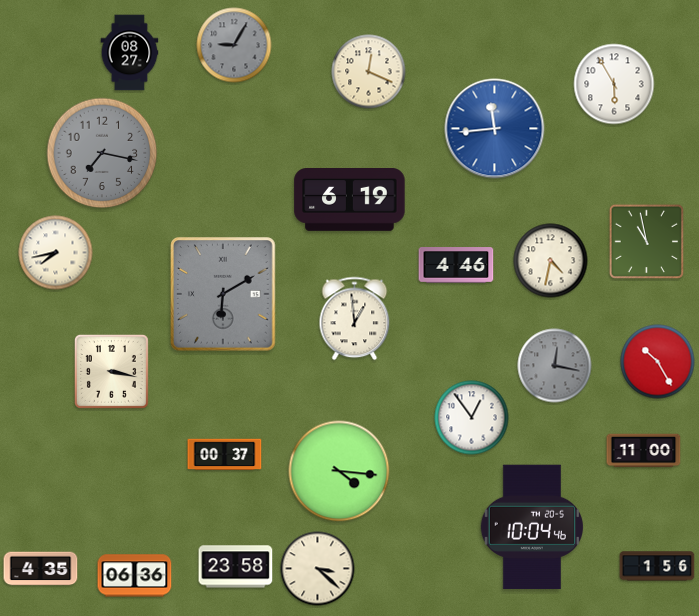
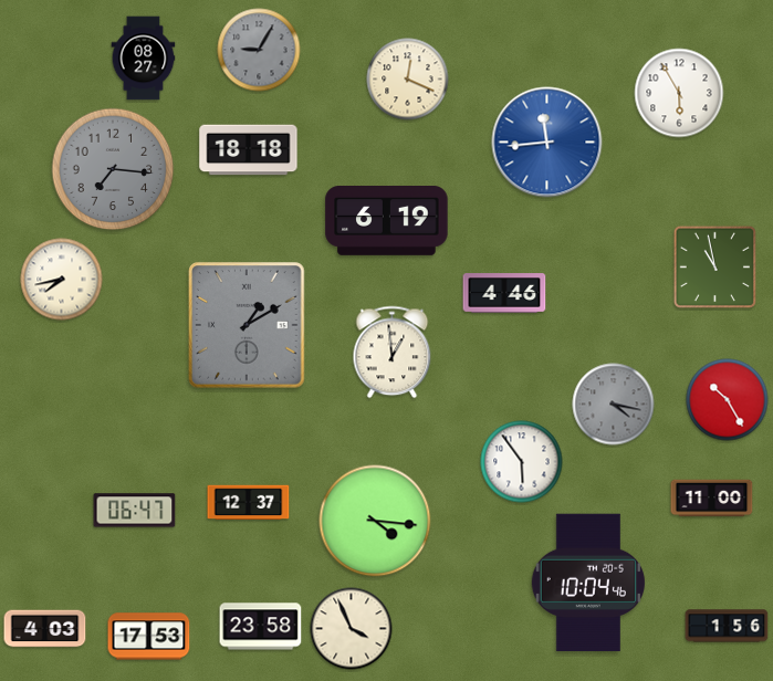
clock at (249, 150): none -> 18:18
clock at (102, 153): 7:17 -> 7:16
clock at (551, 261): 4:32 -> none
clock at (223, 294): 6:10 -> 1:10
clock at (555, 366): 12:17 -> 4:17
clock at (111, 371): 3:17 -> none
clock at (472, 418): 12:54 -> 5:54
clock at (225, 455): 00:37 -> 12:37
clock at (135, 511): none -> 06:47
clock at (41, 569): 4:35 -> 4:03
clock at (318, 569): 3:22 -> 3:56
clock at (135, 576): 06:36 -> 17:53
